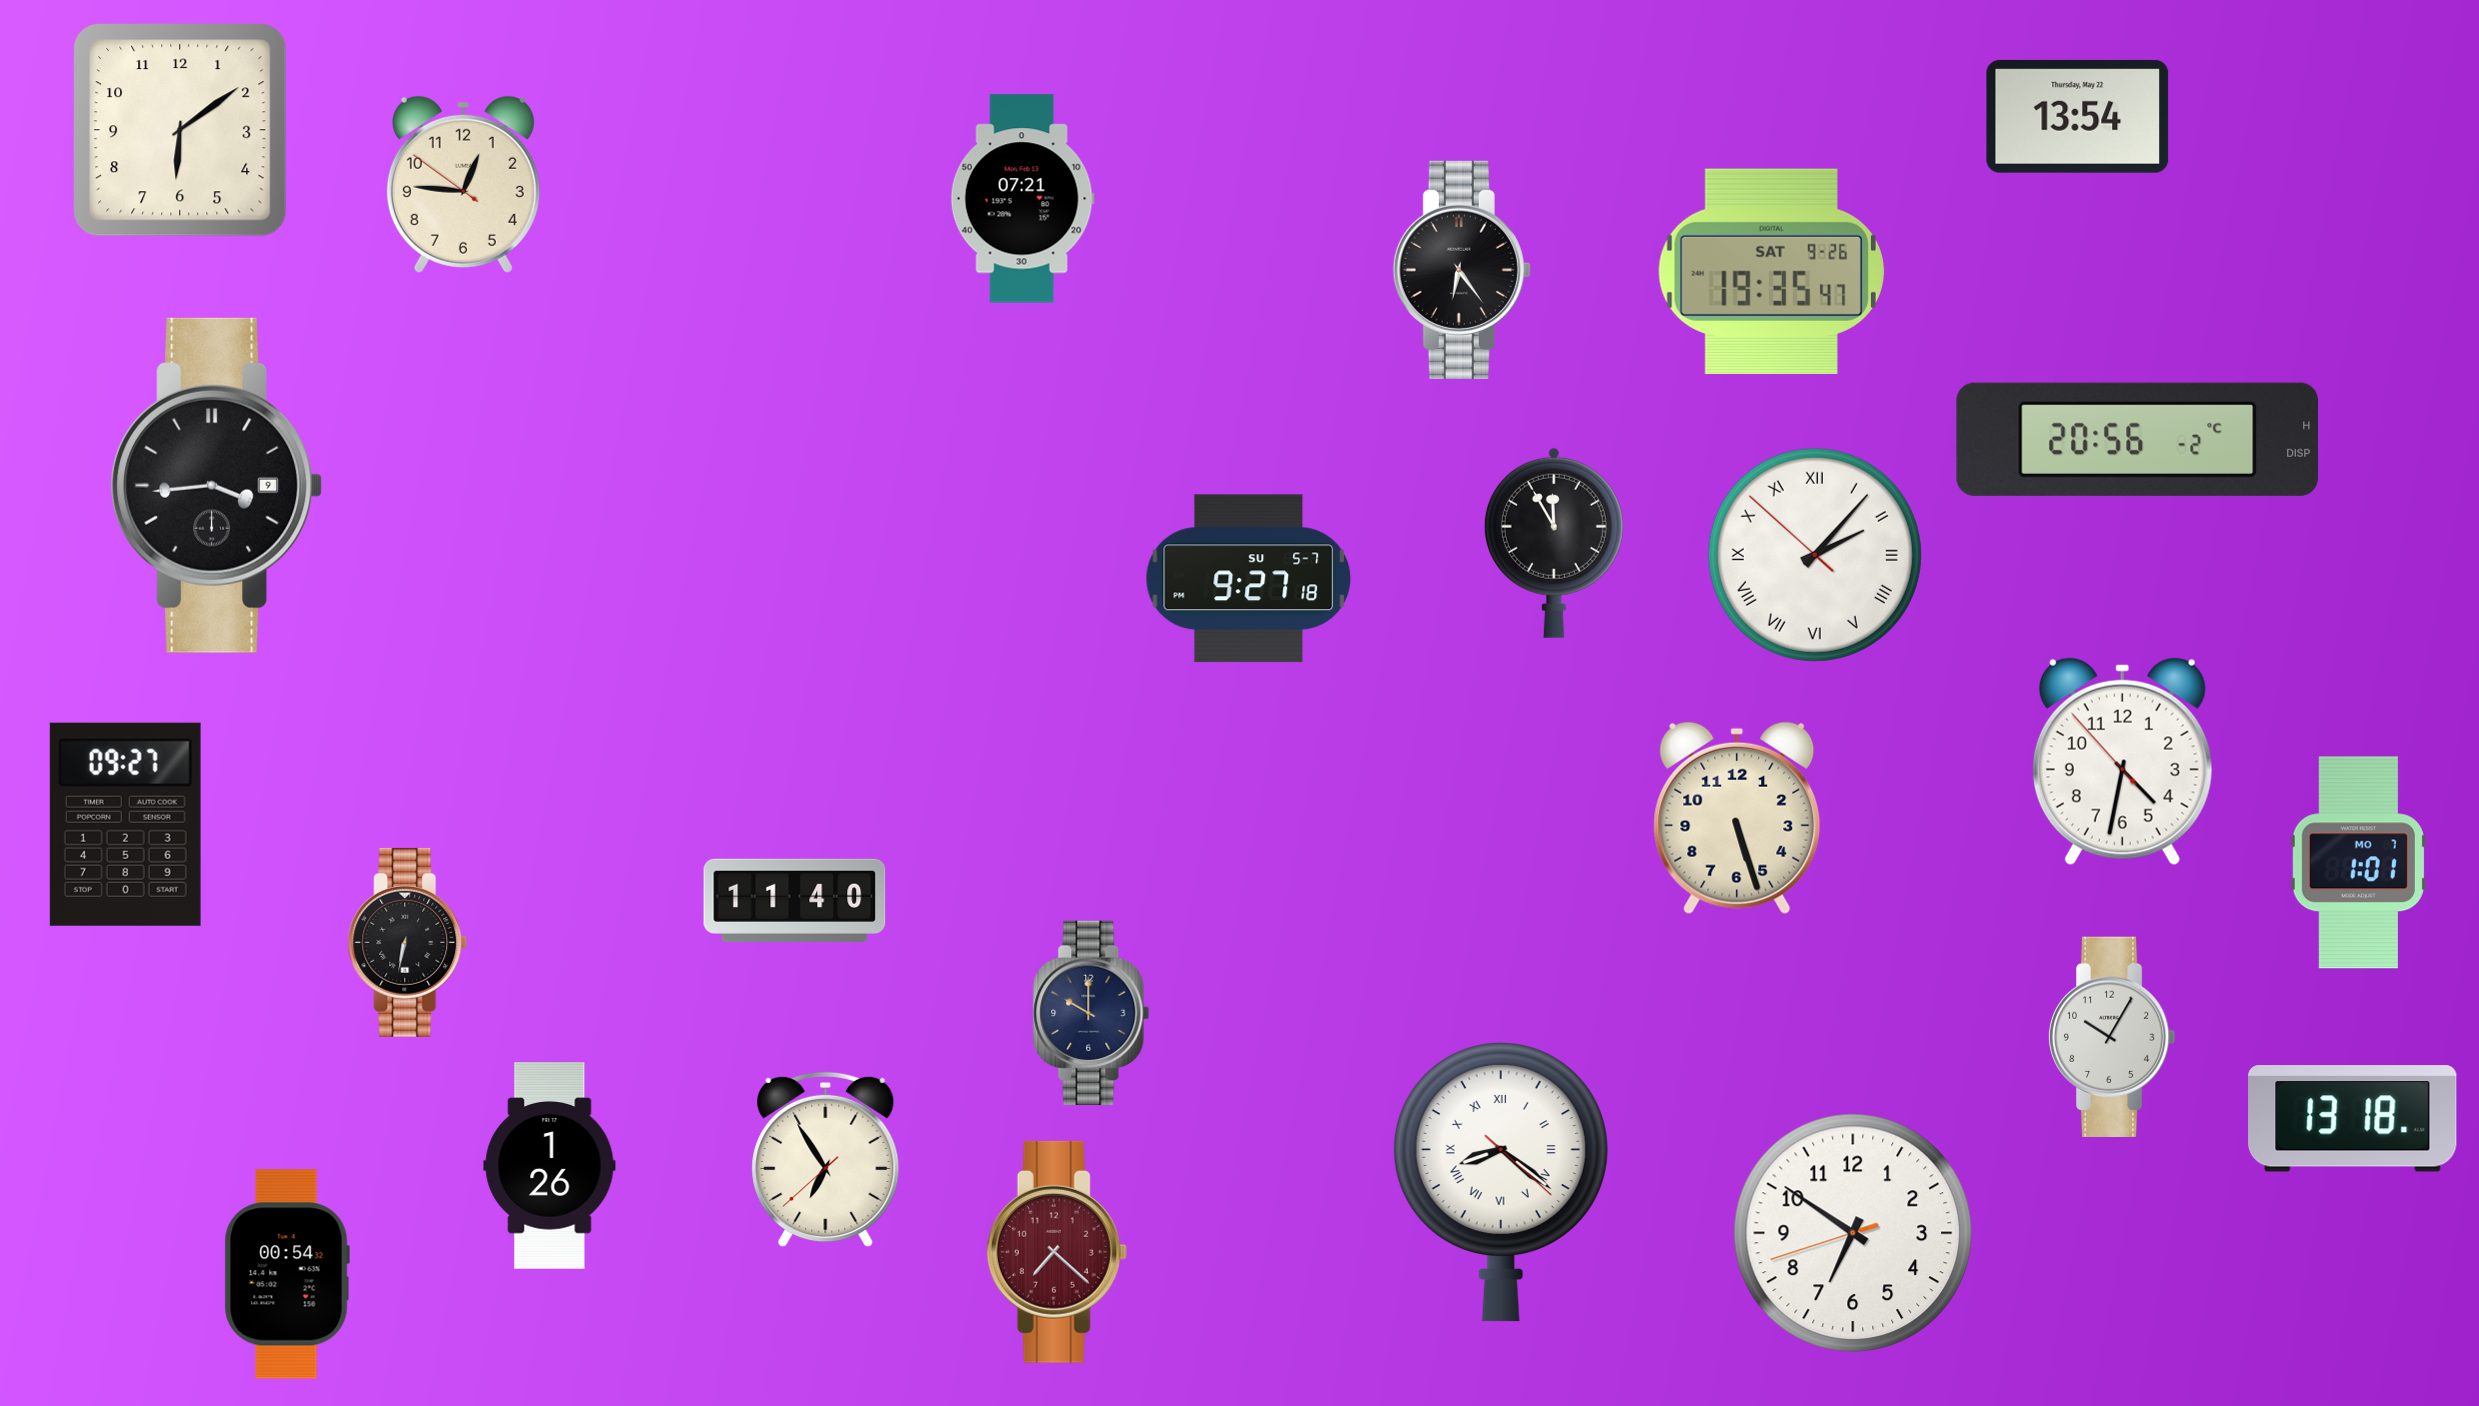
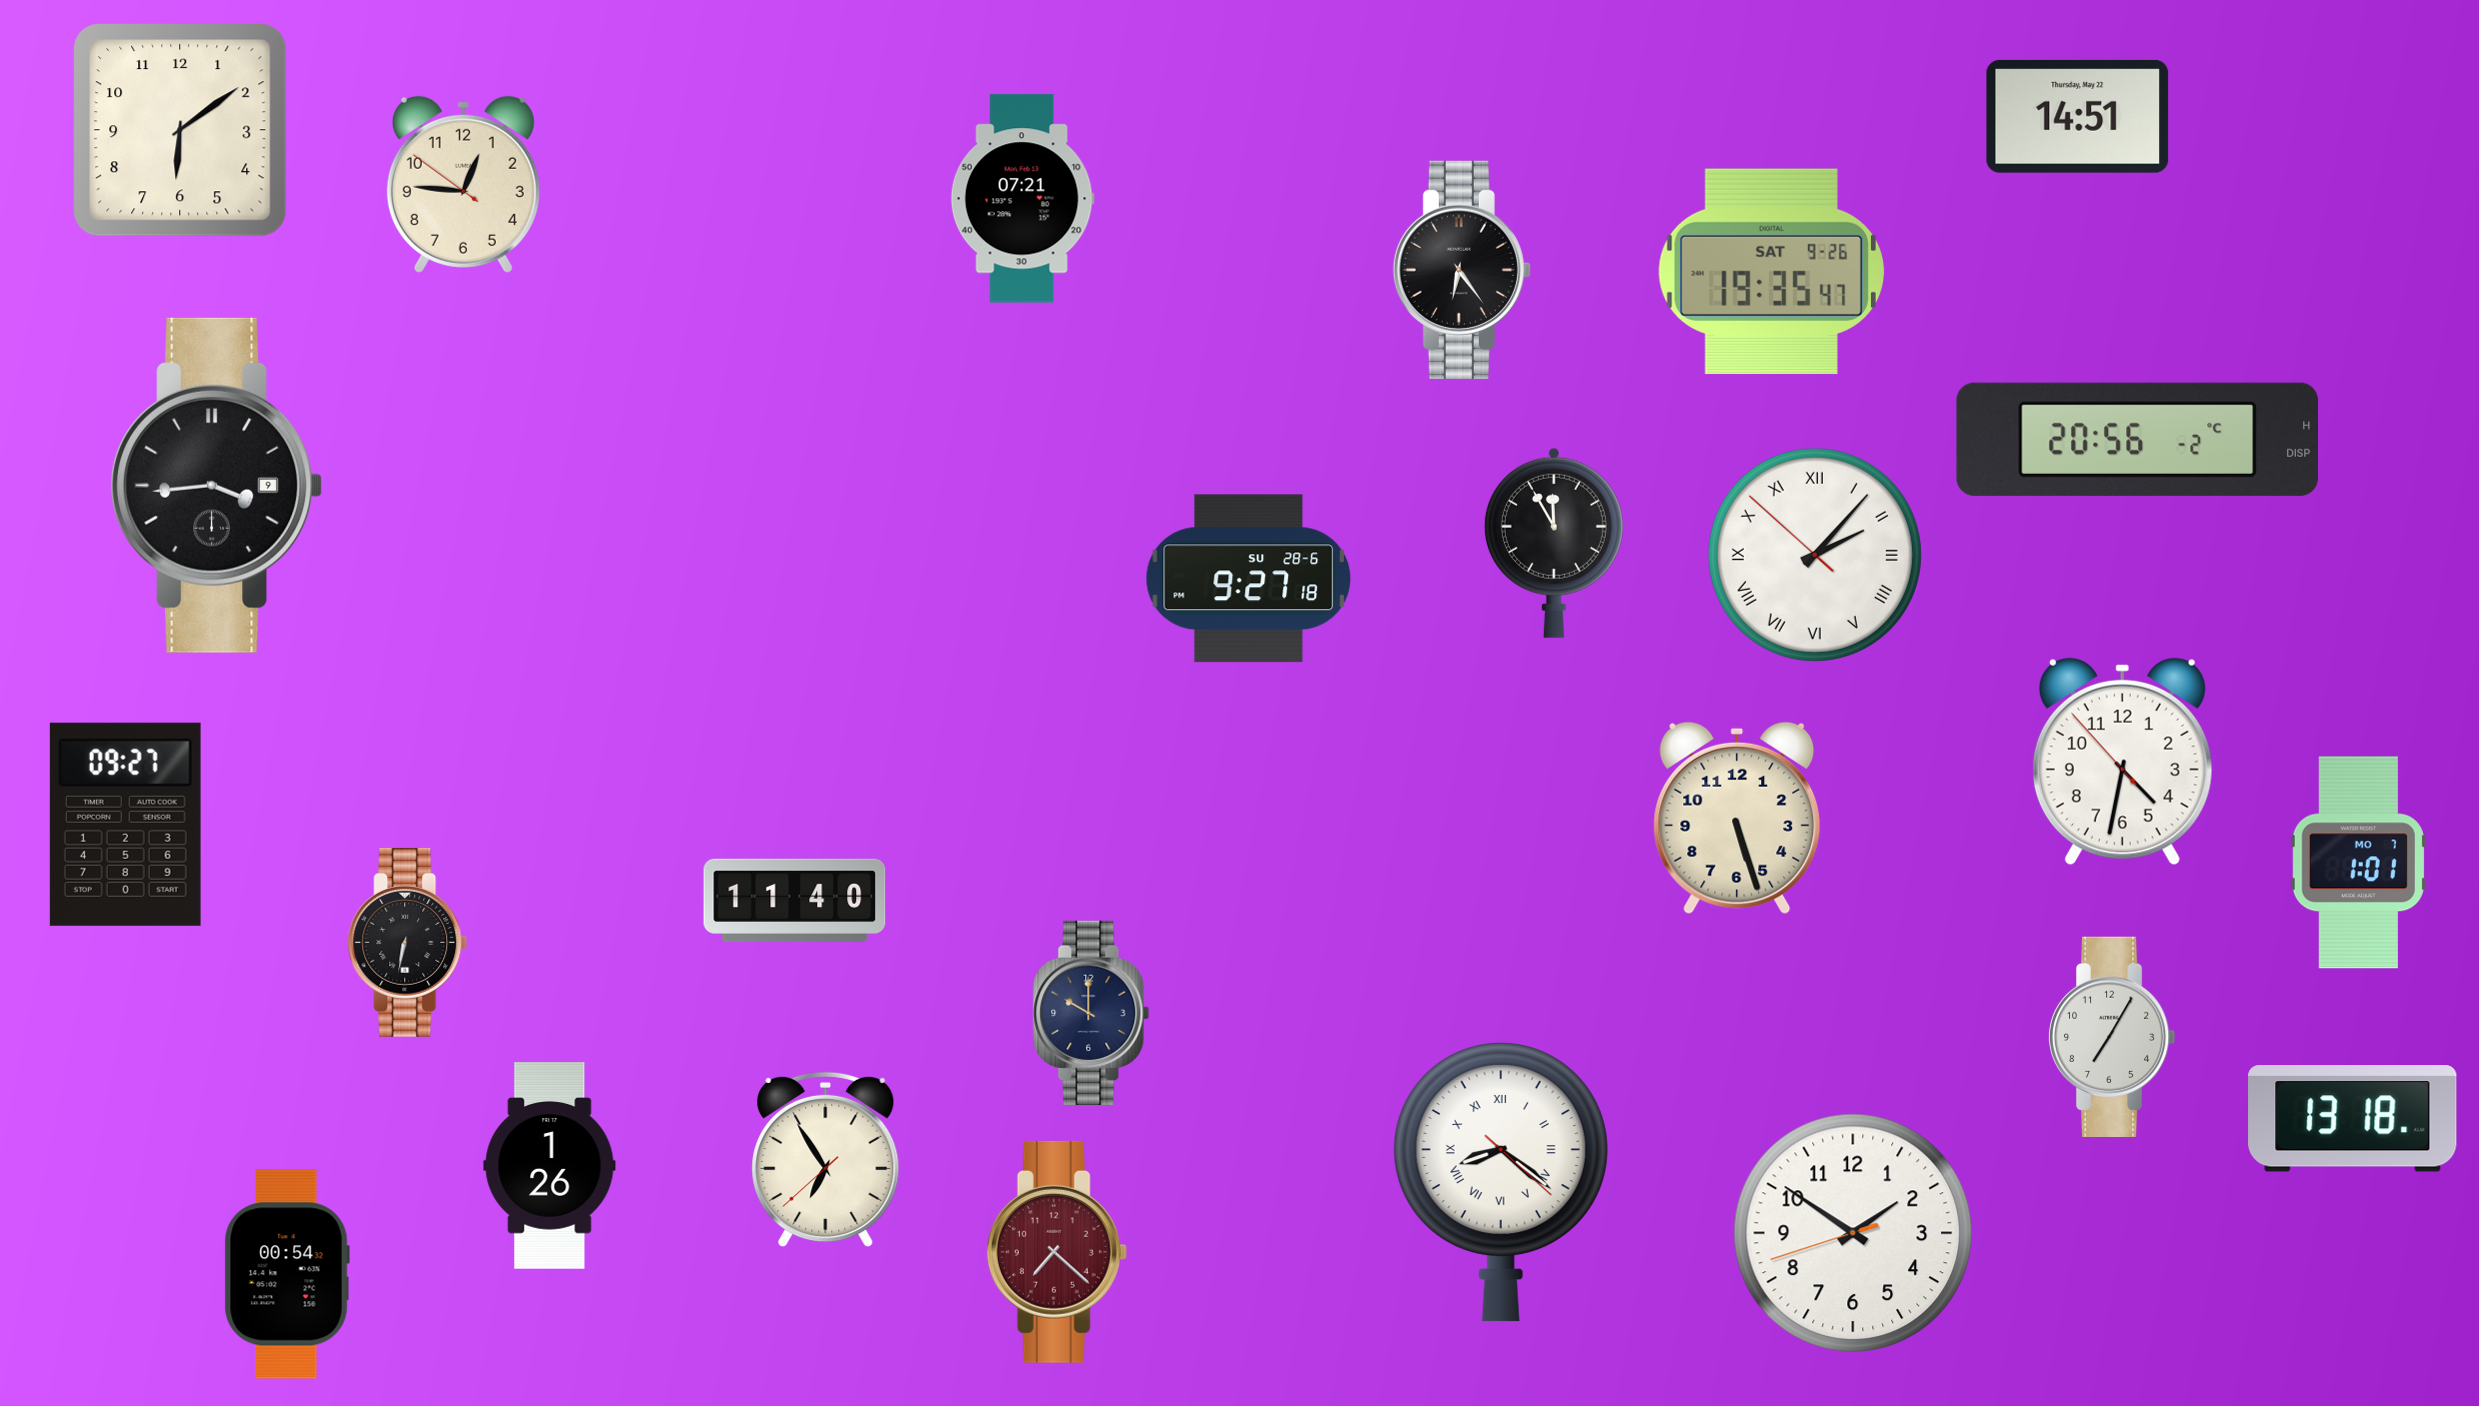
clock at (2078, 116): 13:54 -> 14:51
clock at (1249, 579) date: SU 5-7 -> SU 28-6
clock at (2112, 1036): 10:05 -> 7:05
clock at (1853, 1233): 6:50 -> 1:50
